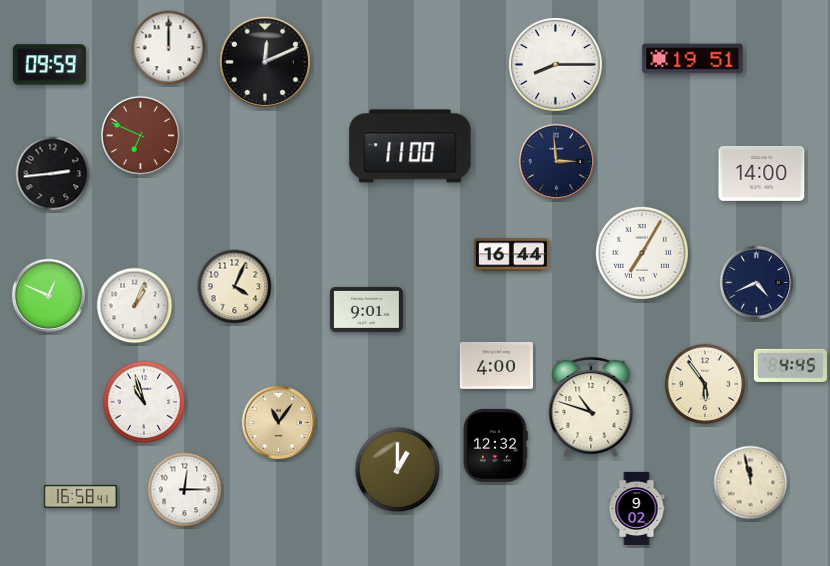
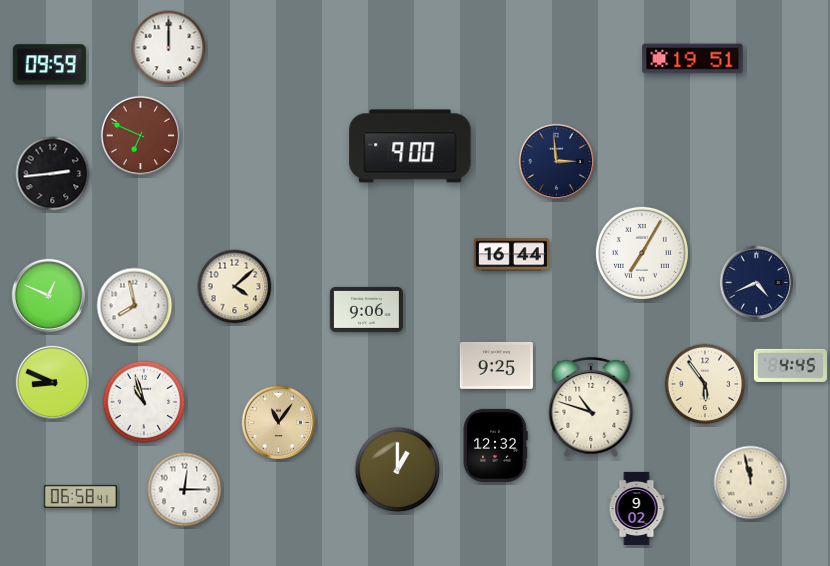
clock at (265, 62): 12:11 -> none
clock at (555, 64): 8:15 -> none
clock at (410, 146): 11:00 -> 9:00
clock at (762, 173): 14:00 -> none
clock at (235, 287): 4:04 -> 4:08
clock at (135, 306): 1:04 -> 7:58
clock at (366, 309): 9:01 -> 9:06
clock at (496, 365): 4:00 -> 9:25
clock at (53, 383): none -> 8:49
clock at (80, 496): 16:58 -> 06:58
